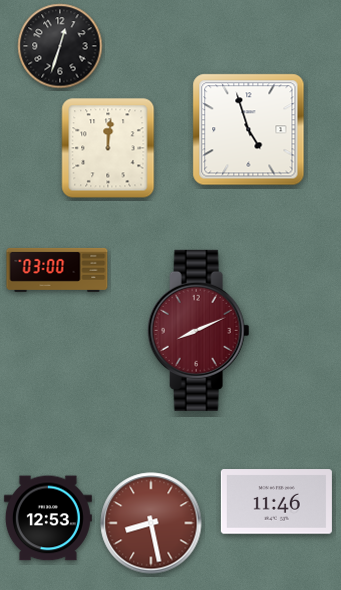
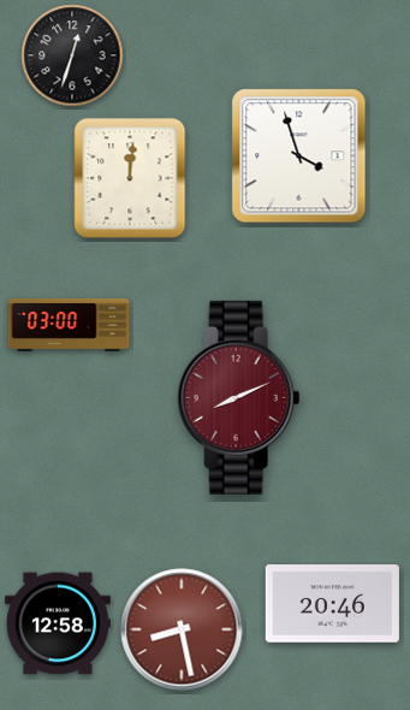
clock at (249, 130): 4:57 -> 3:57
clock at (276, 502): 11:46 -> 20:46
clock at (48, 518): 12:53 -> 12:58
